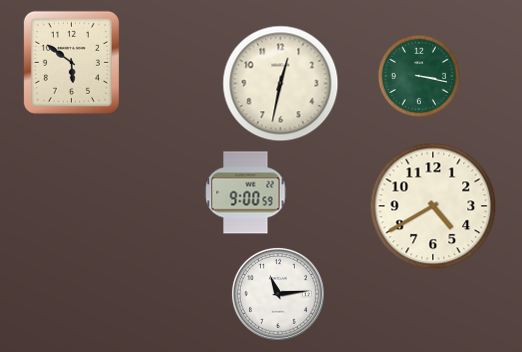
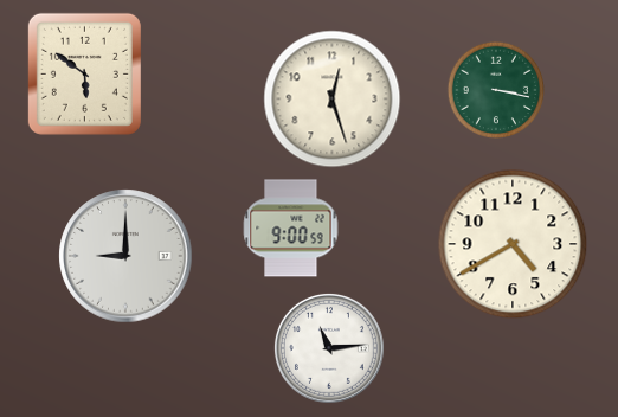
clock at (281, 84): 12:32 -> 12:27
clock at (125, 256): none -> 9:00
